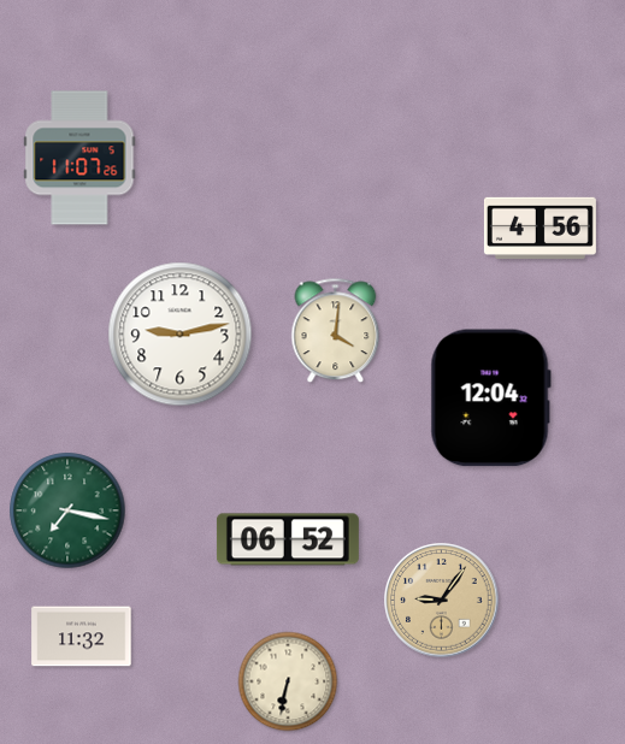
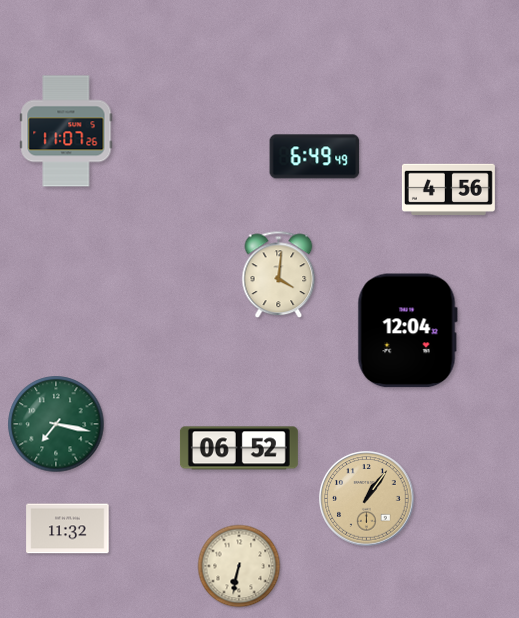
clock at (315, 157): none -> 6:49
clock at (181, 335): 9:13 -> none
clock at (442, 601): 9:06 -> 1:06
